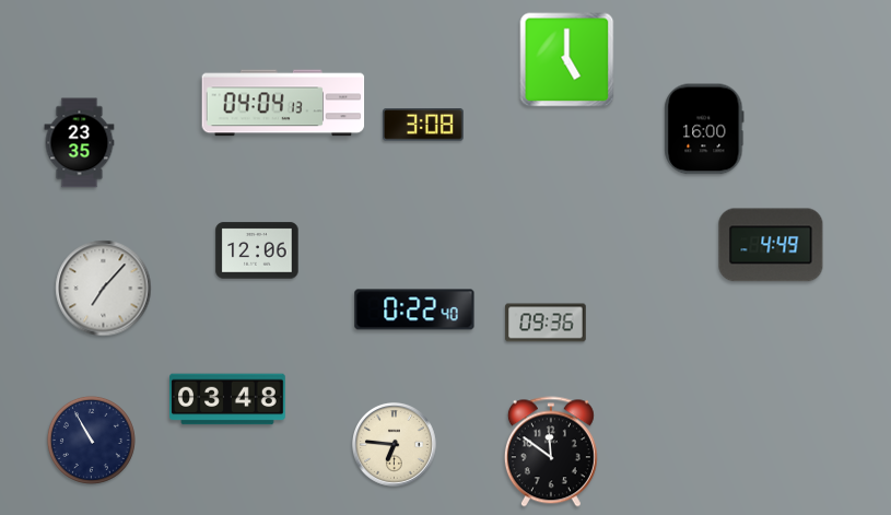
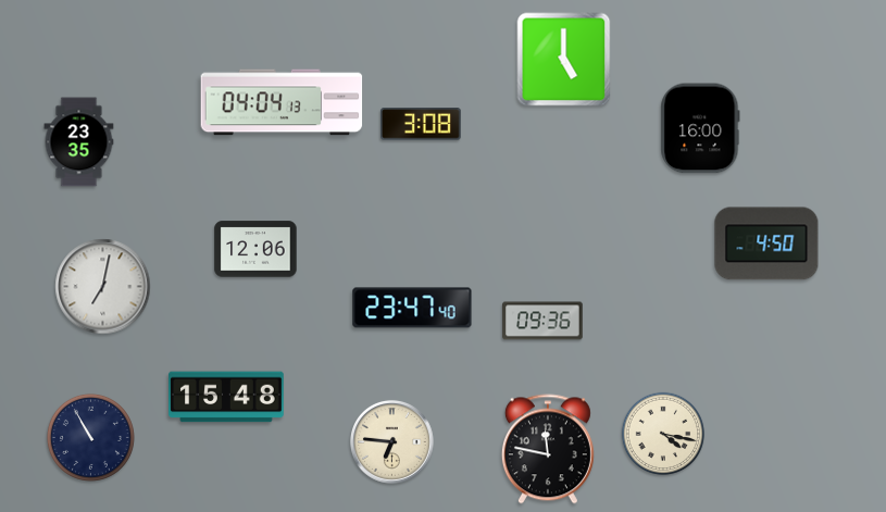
clock at (771, 245): 4:49 -> 4:50
clock at (104, 289): 7:07 -> 7:02
clock at (414, 309): 0:22 -> 23:47
clock at (227, 399): 03:48 -> 15:48
clock at (663, 434): none -> 4:17
clock at (551, 452): 11:51 -> 11:47
